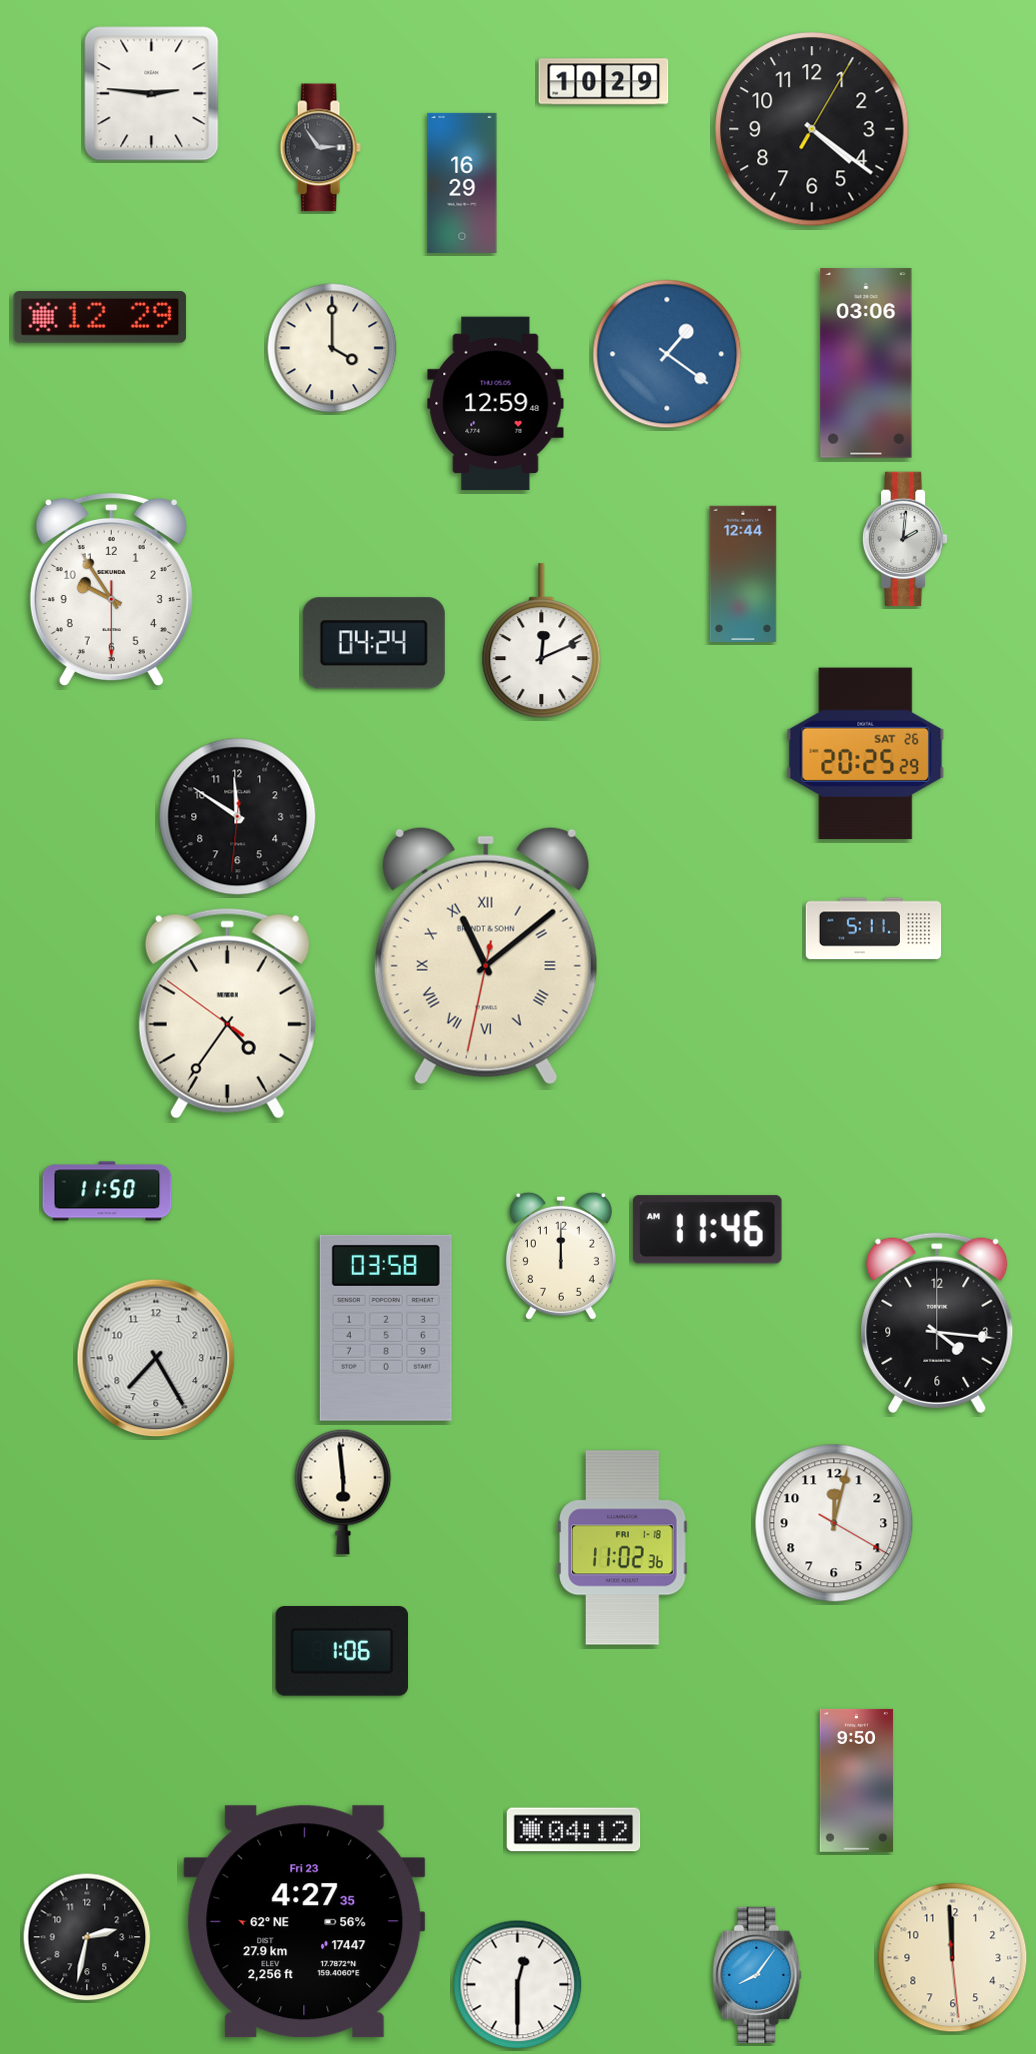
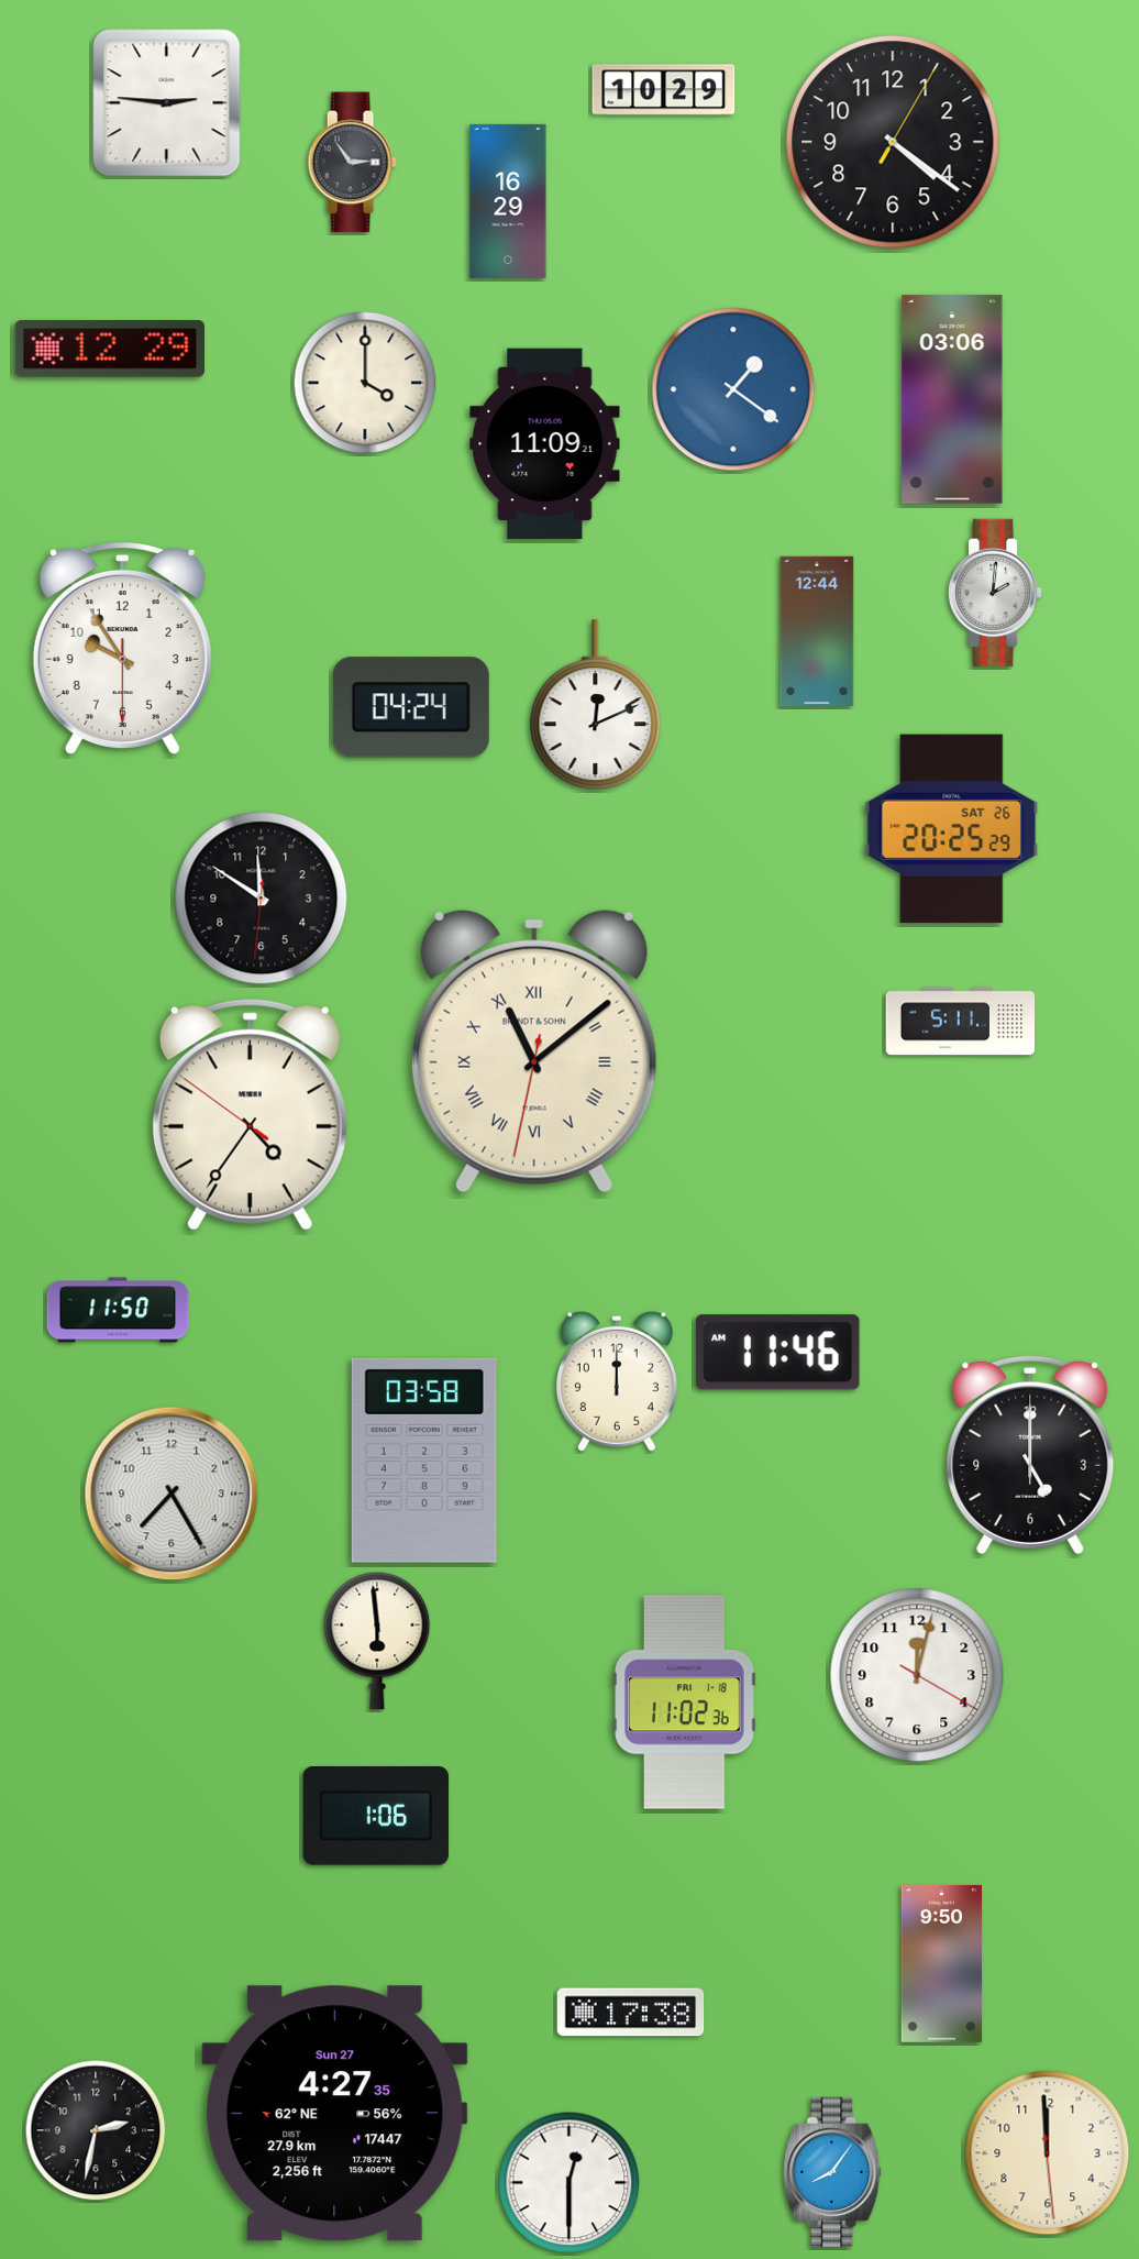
clock at (496, 404): 12:59 -> 11:09
clock at (937, 1323): 4:16 -> 5:00
clock at (857, 1780) position: (857, 1780) -> (942, 1963)
clock at (574, 1830): 04:12 -> 17:38
clock at (305, 1922) date: Fri 23 -> Sun 27
